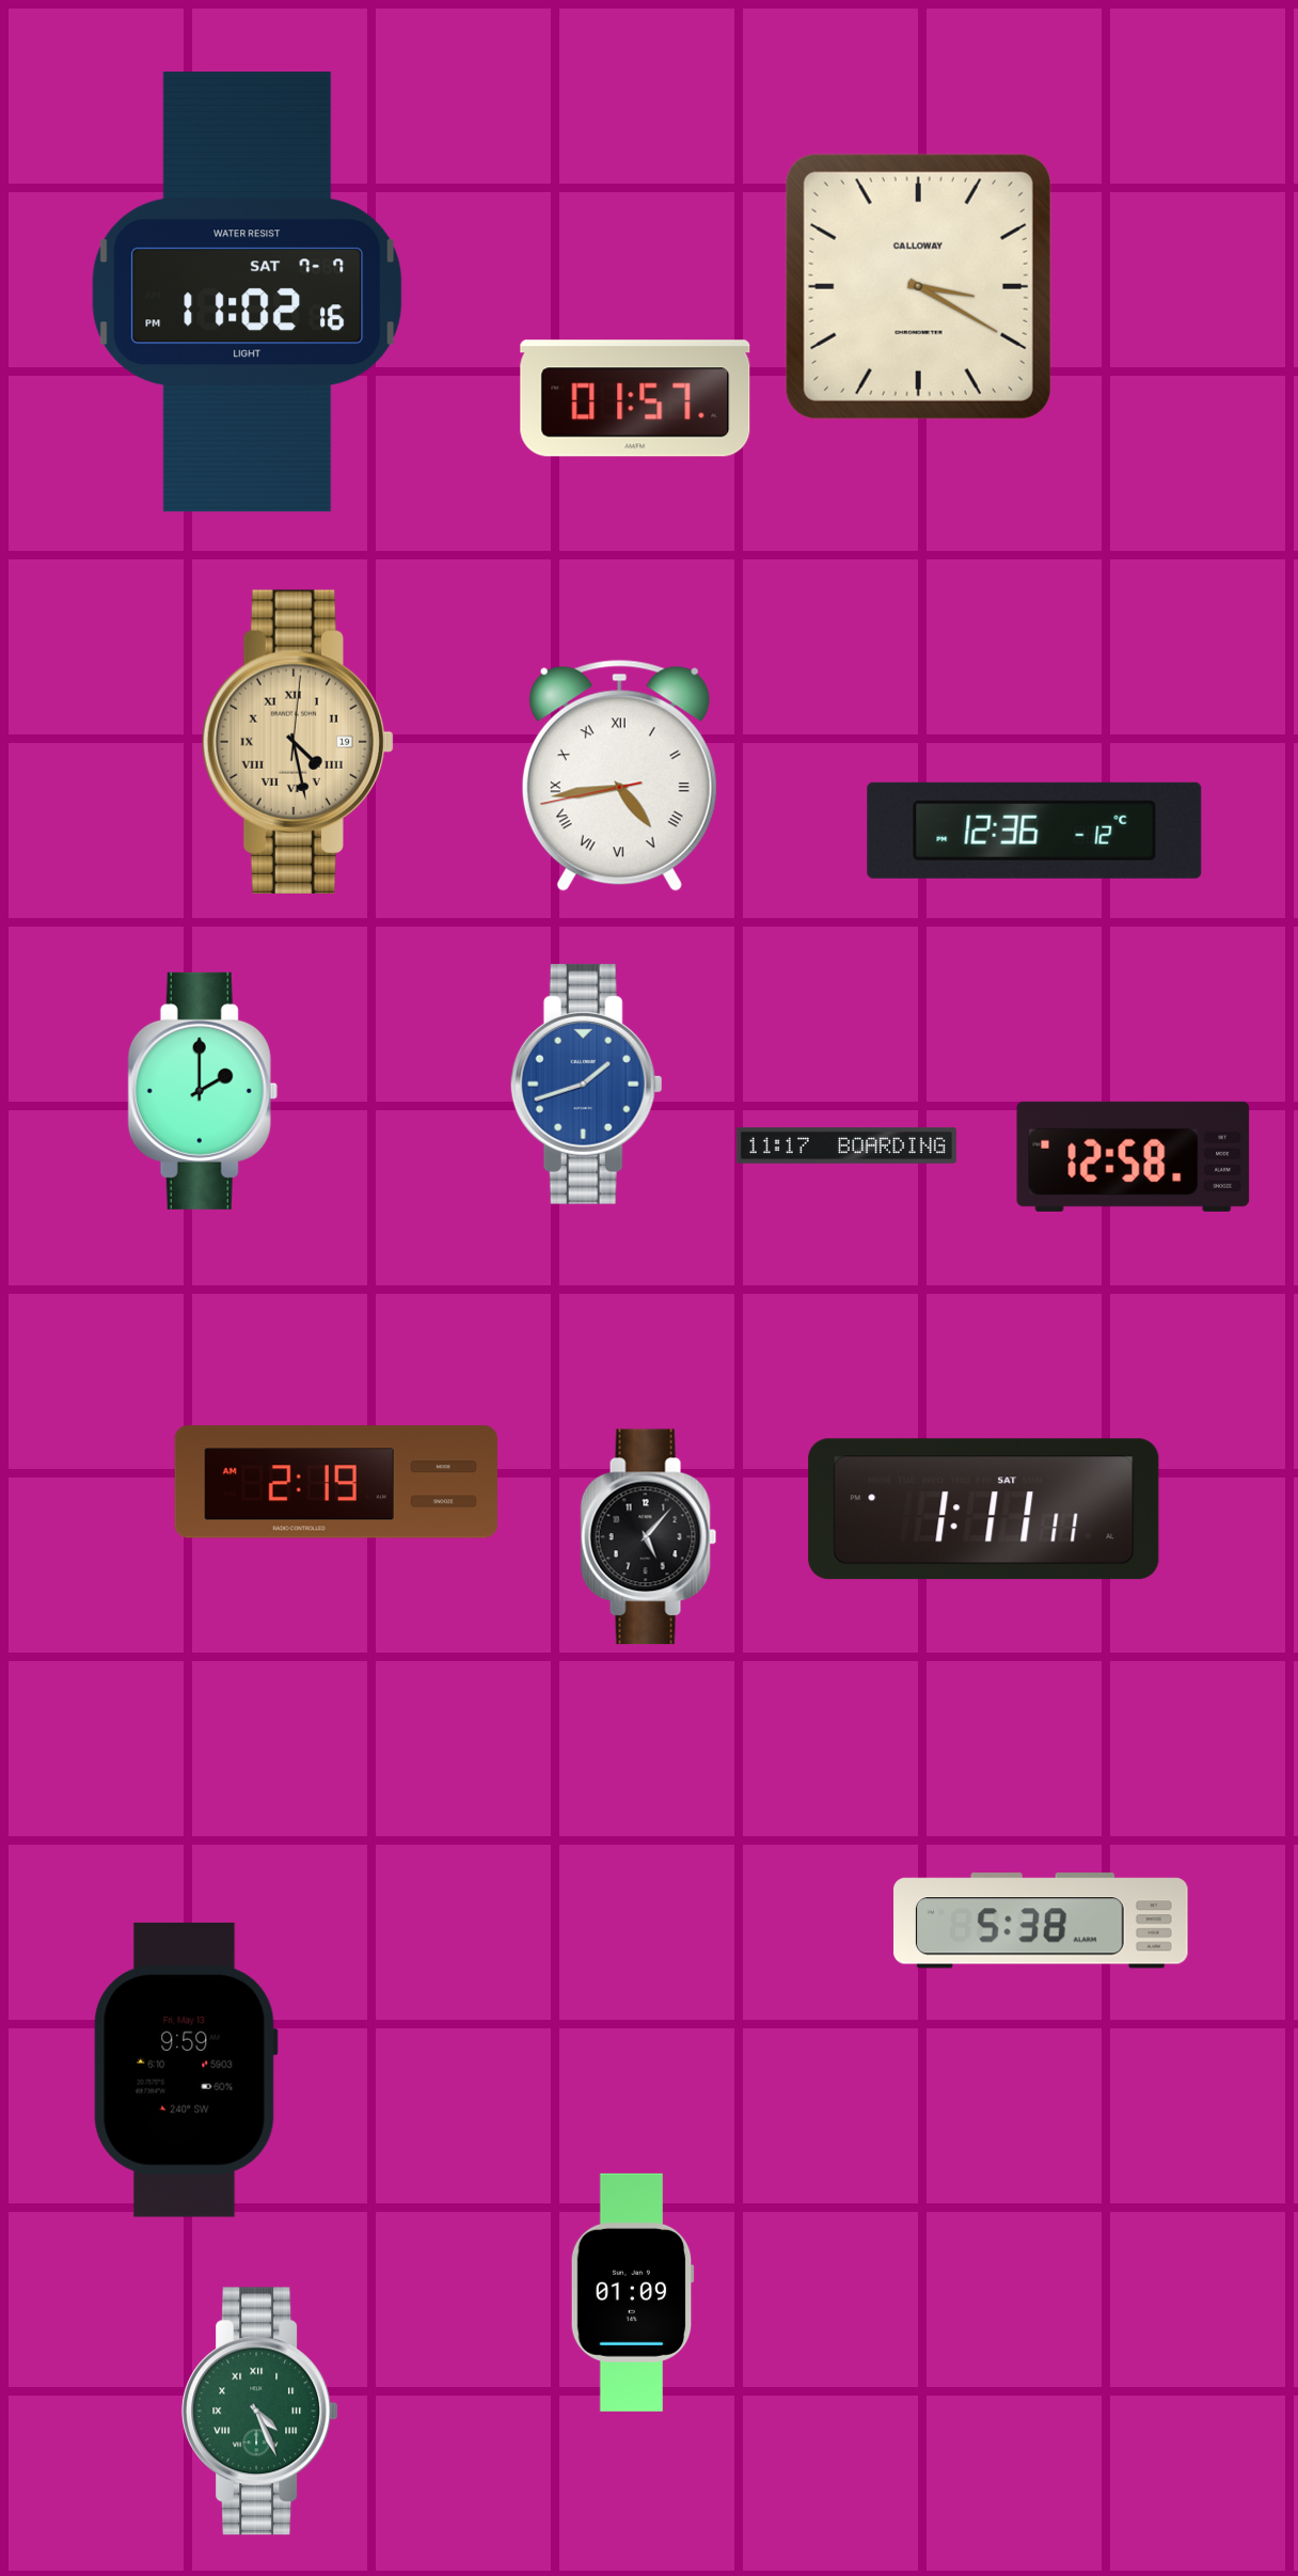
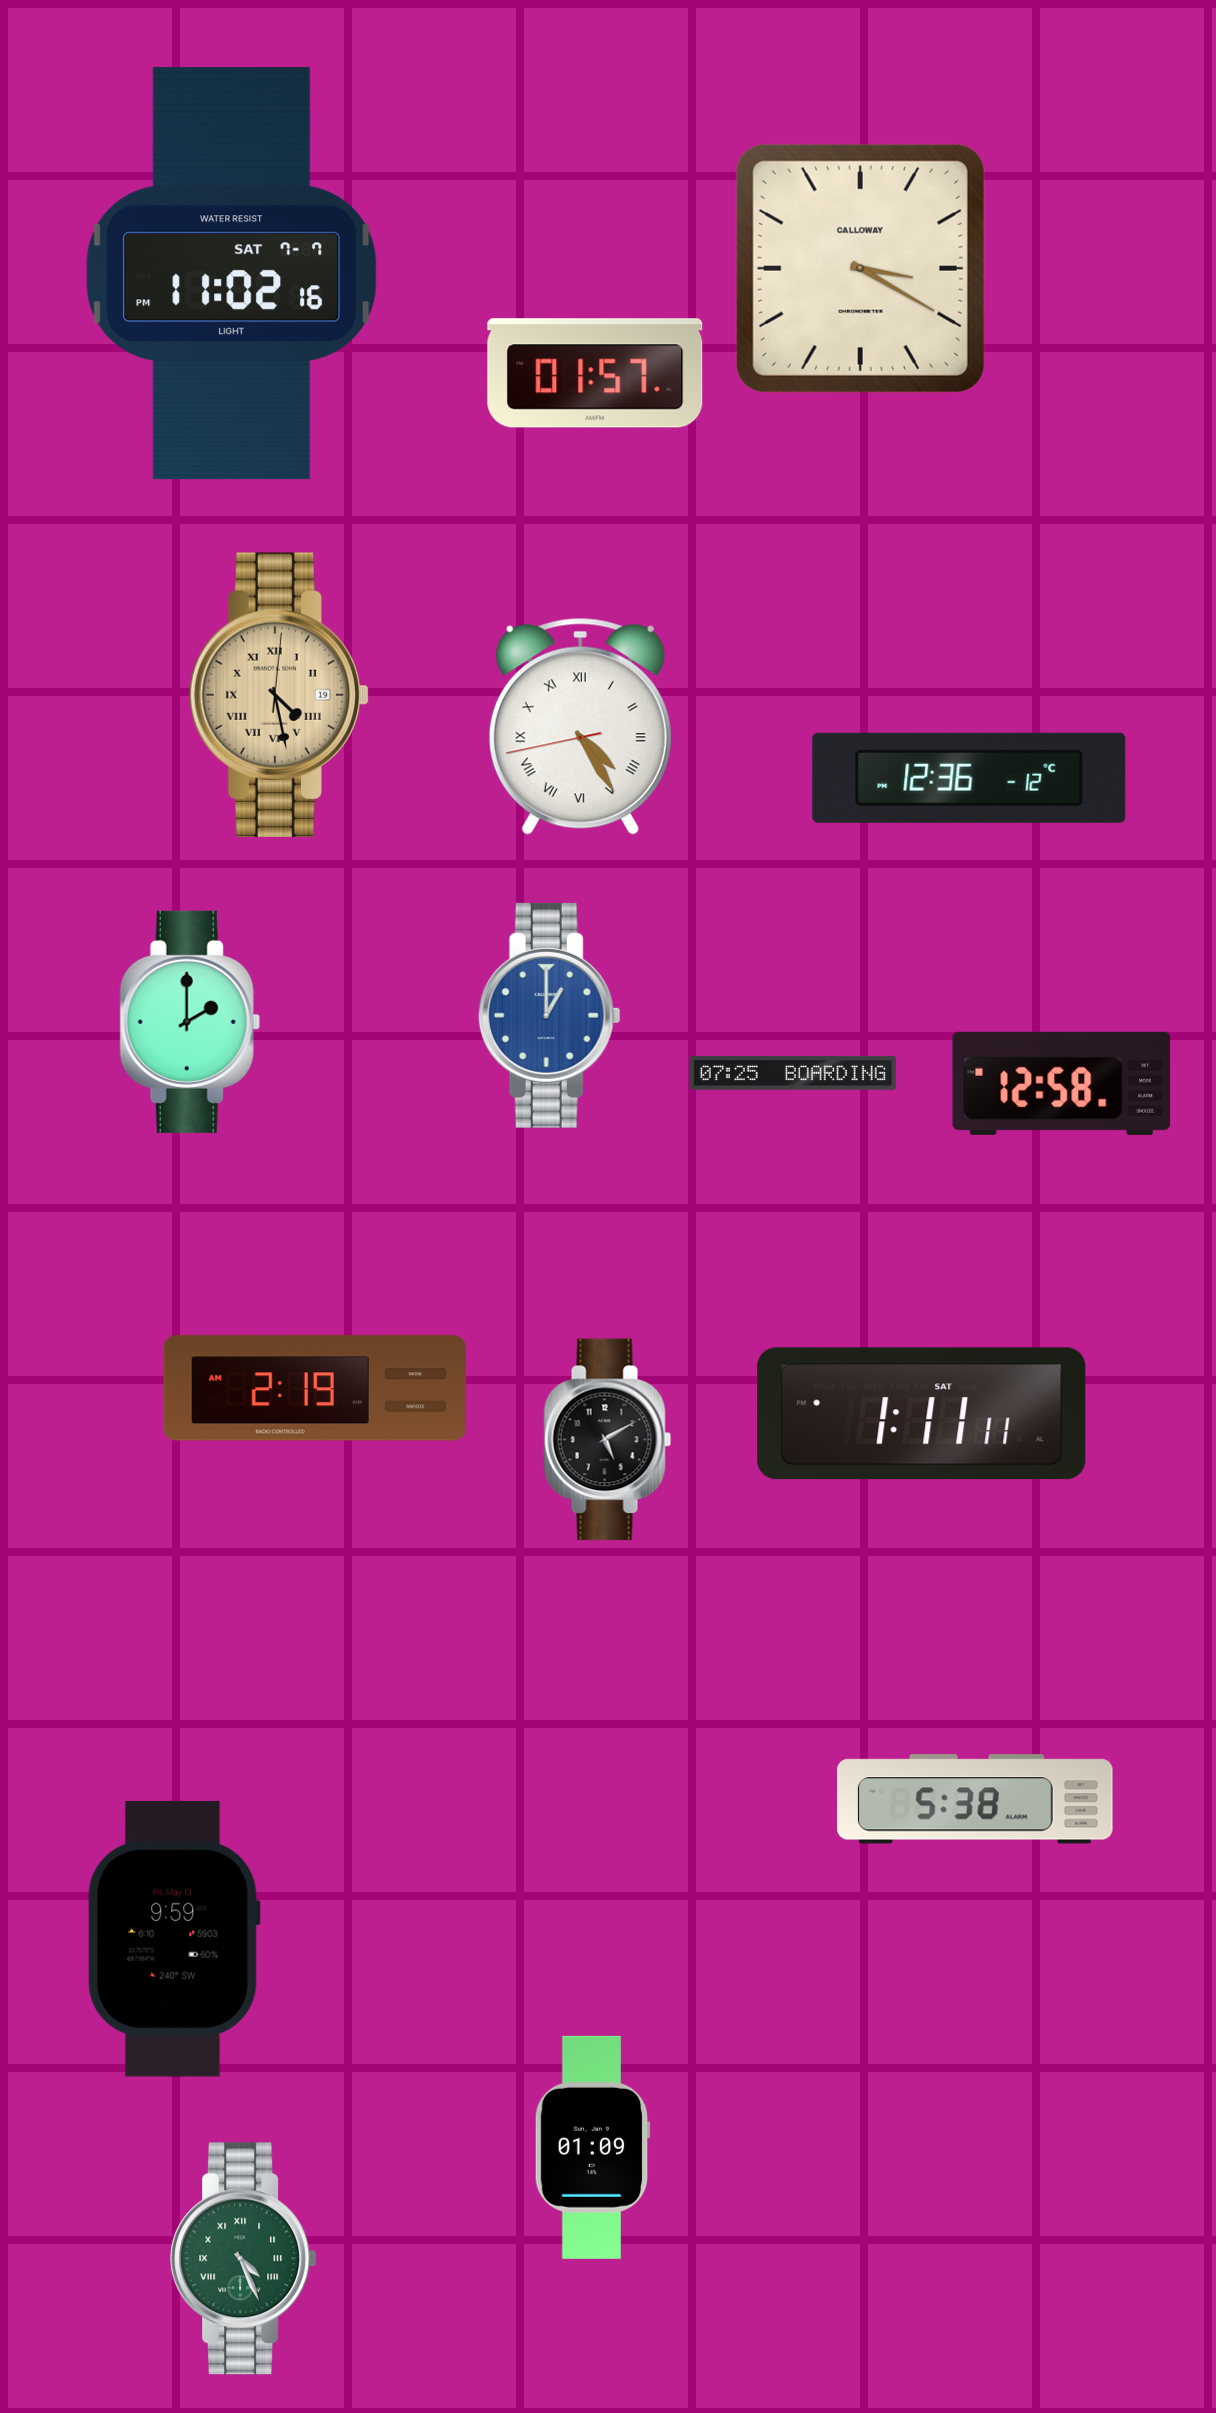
clock at (619, 775): 4:43 -> 4:24
clock at (586, 1084): 1:42 -> 1:00
clock at (846, 1145): 11:17 -> 07:25
clock at (649, 1537): 5:07 -> 5:10
